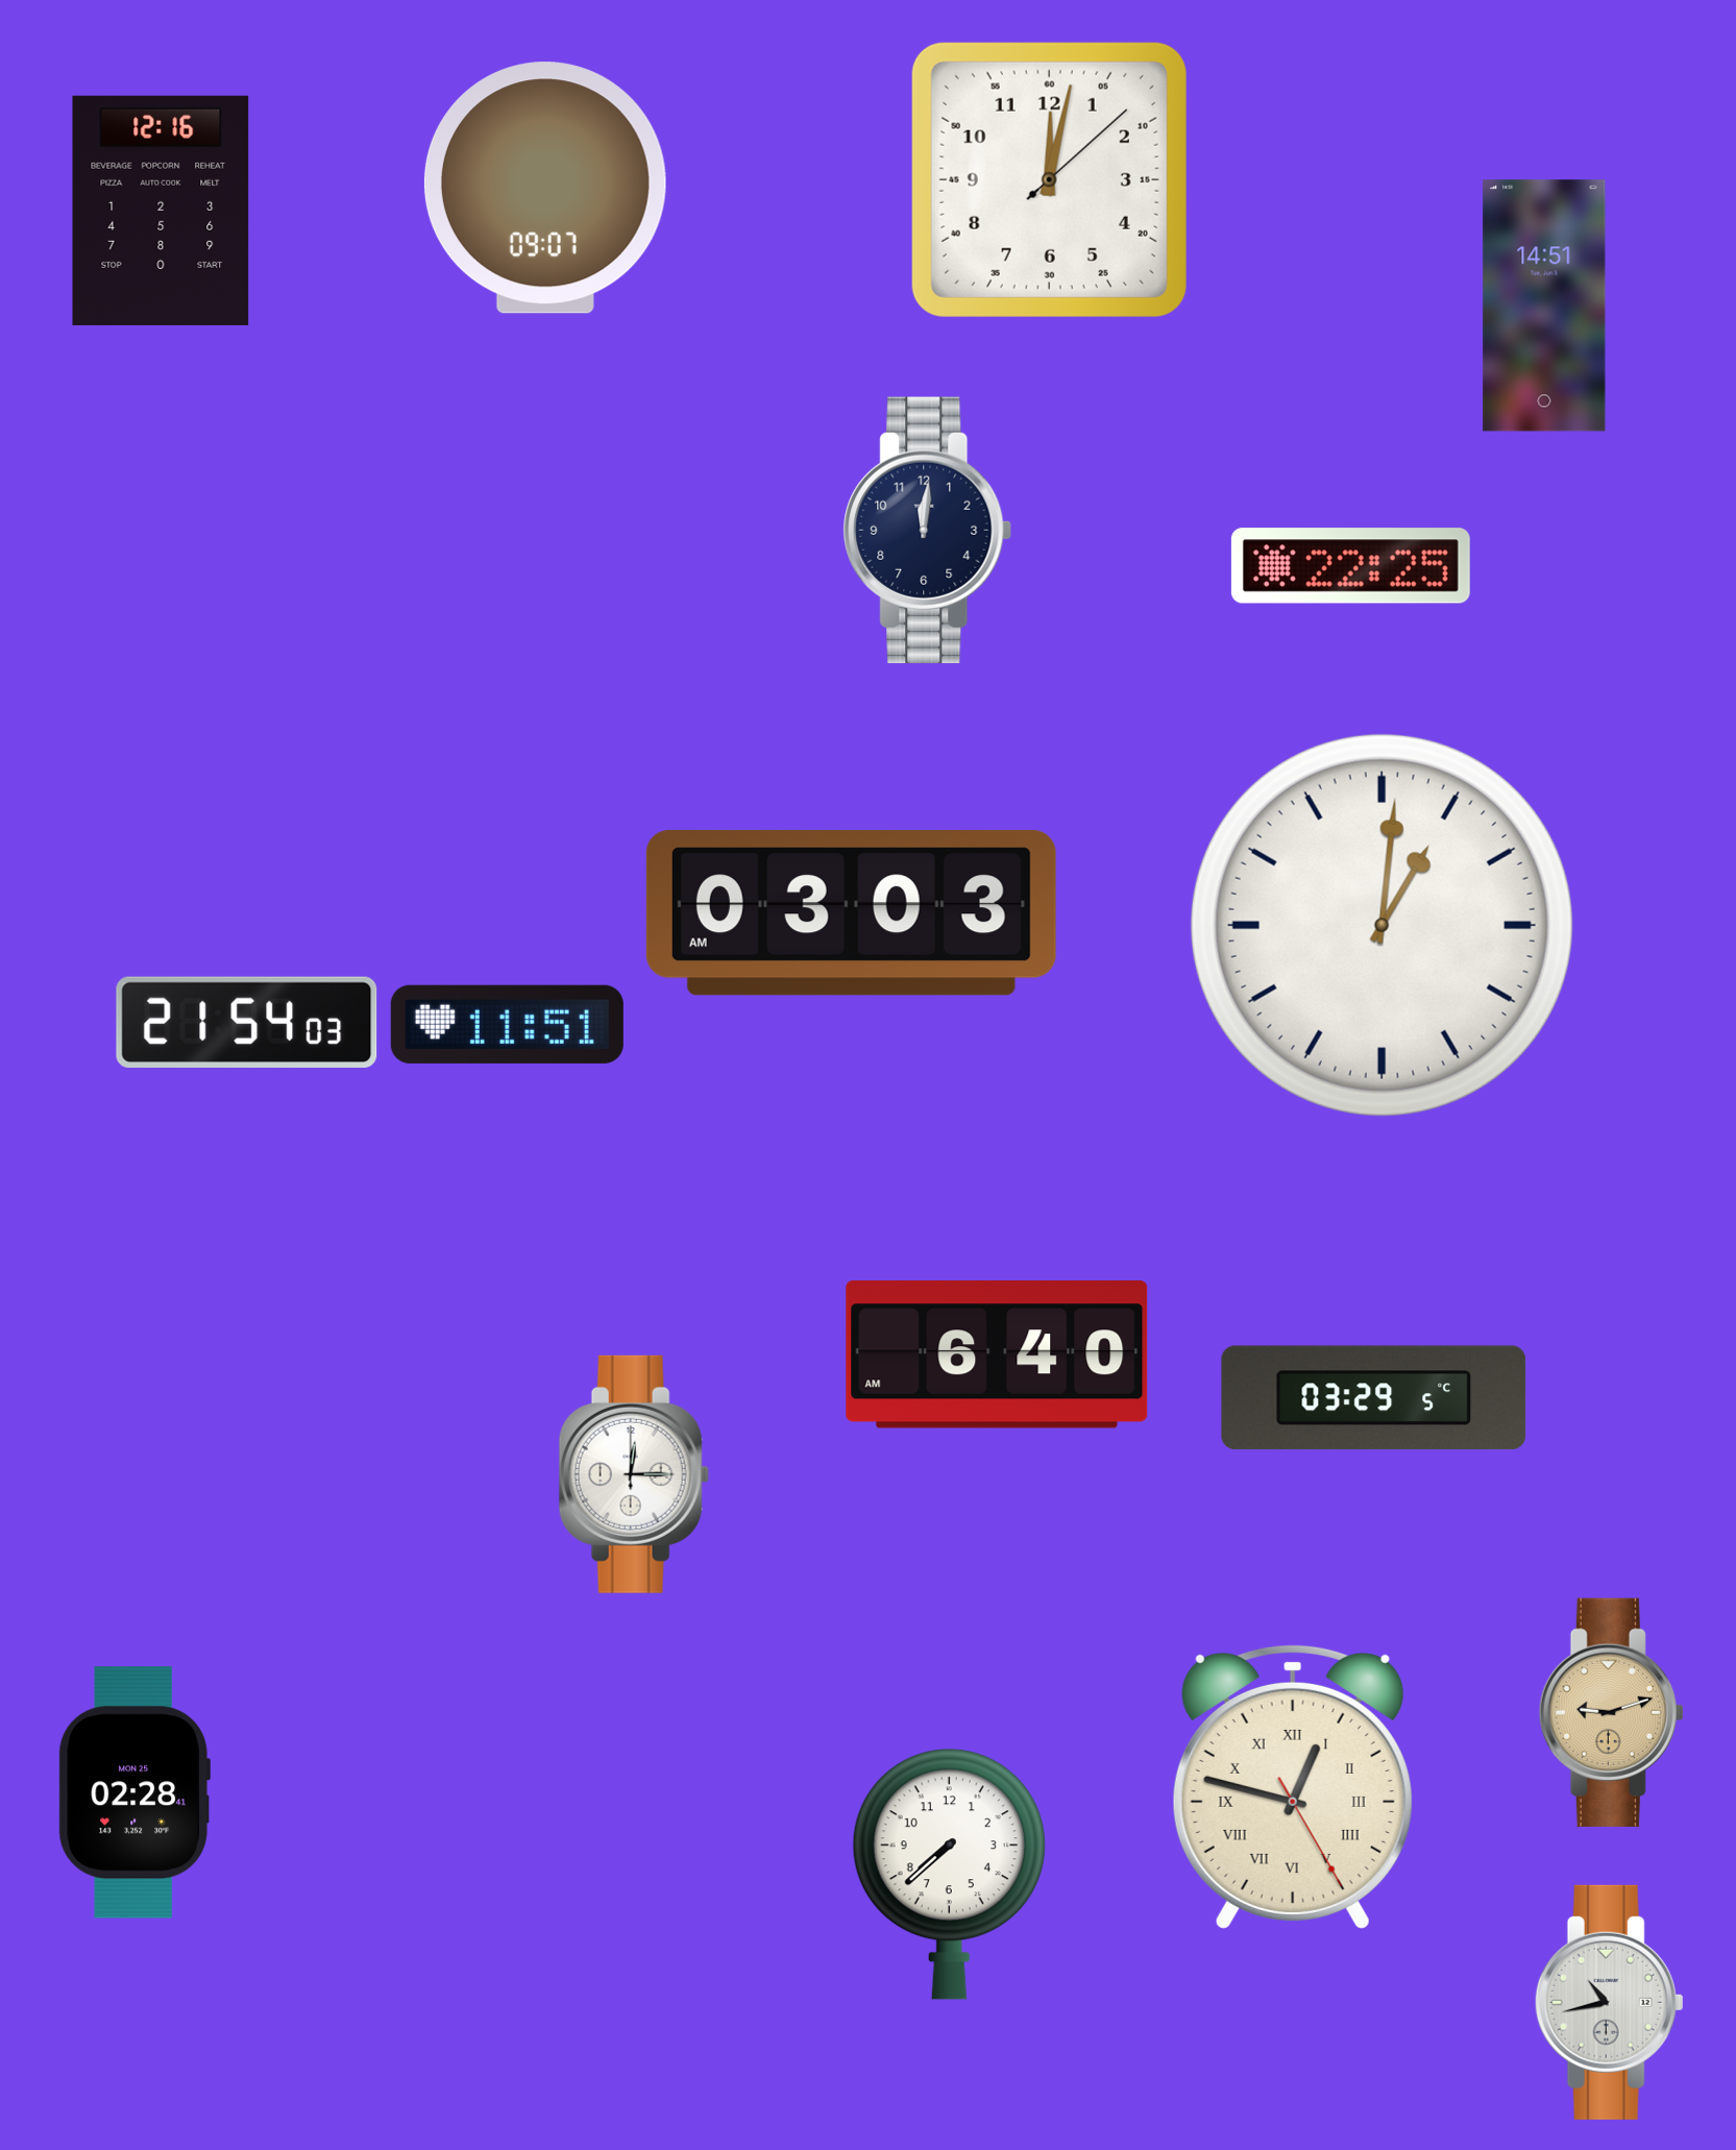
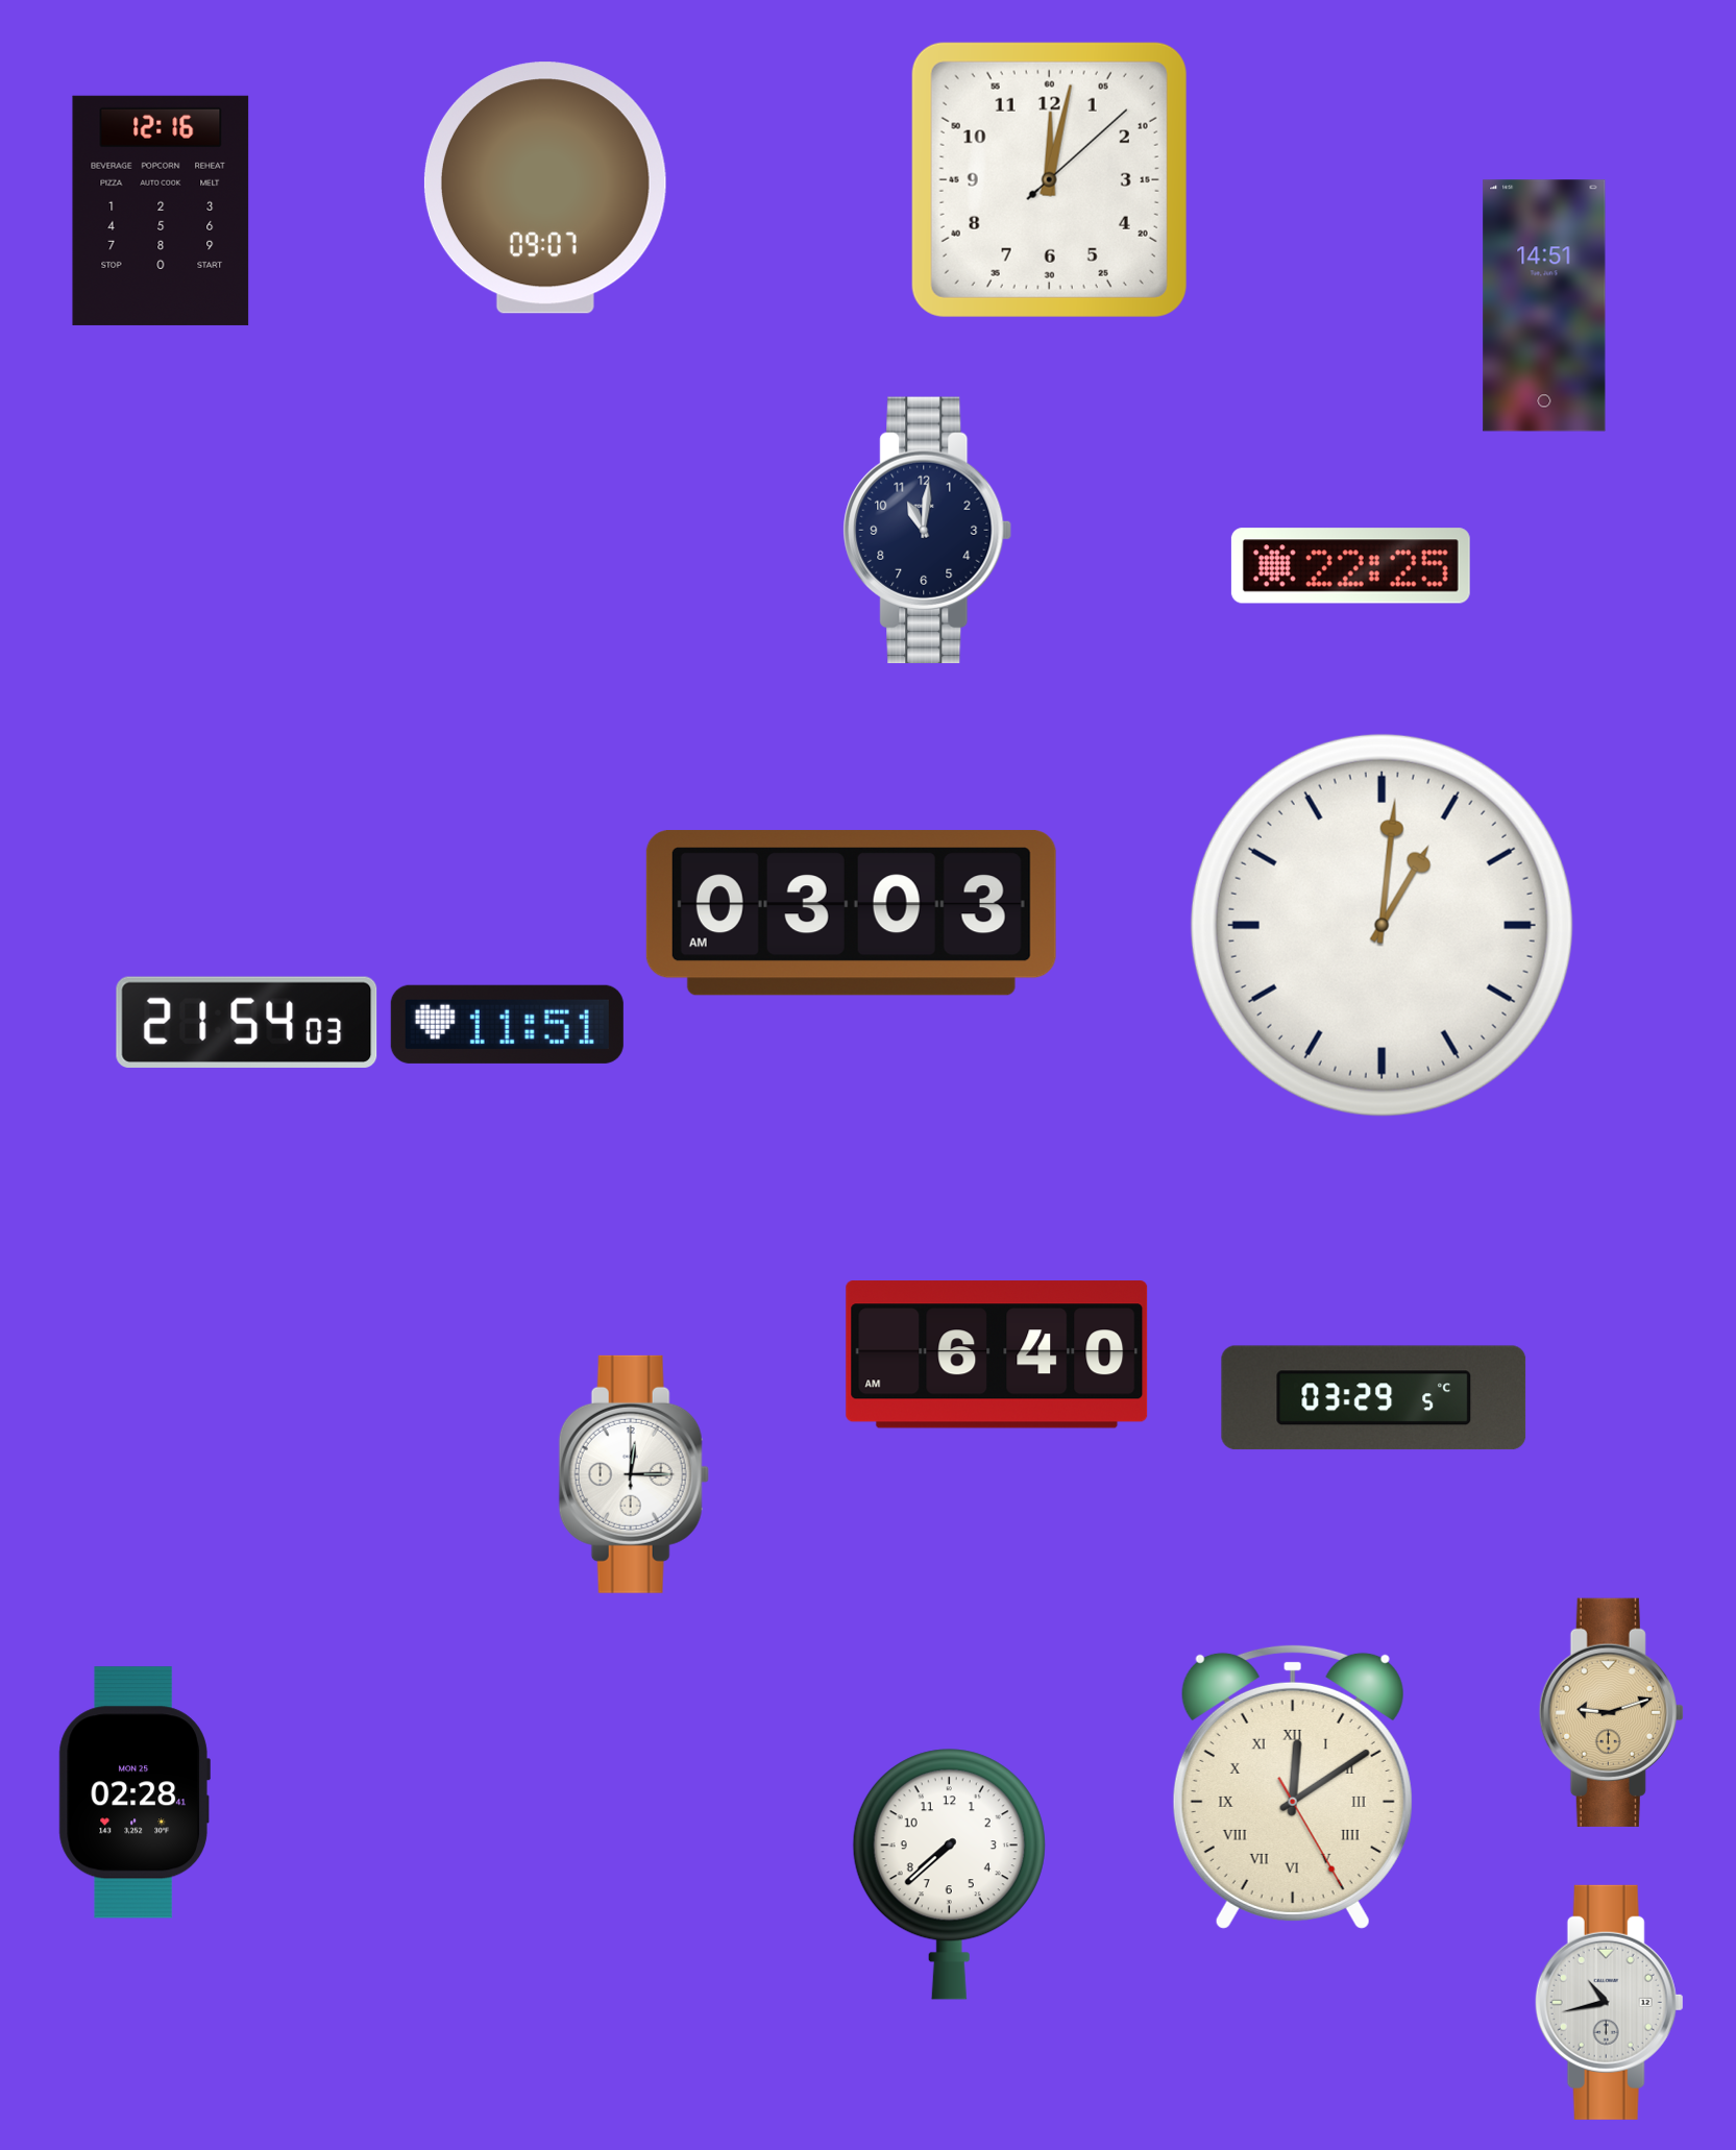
clock at (928, 530): 12:01 -> 11:01
clock at (1293, 1786): 12:47 -> 12:09
